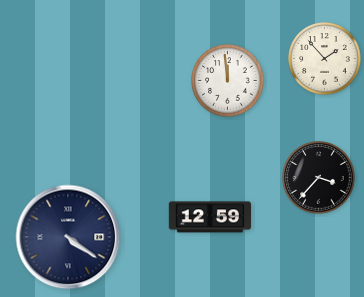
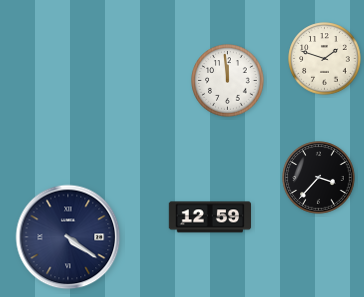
clock at (325, 59): 1:53 -> 1:48
